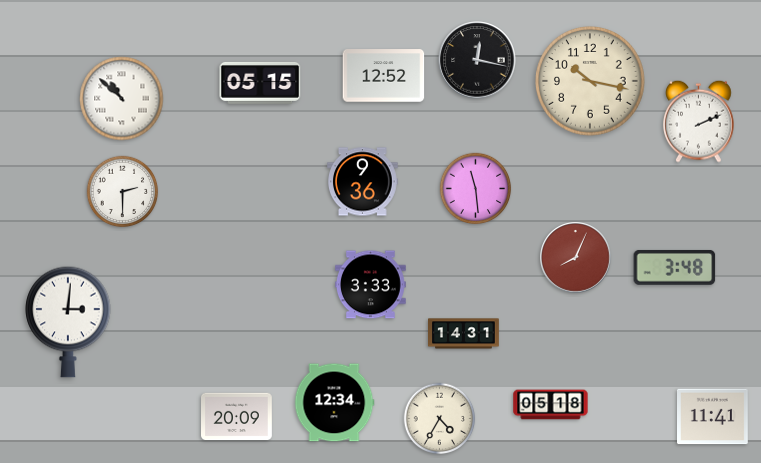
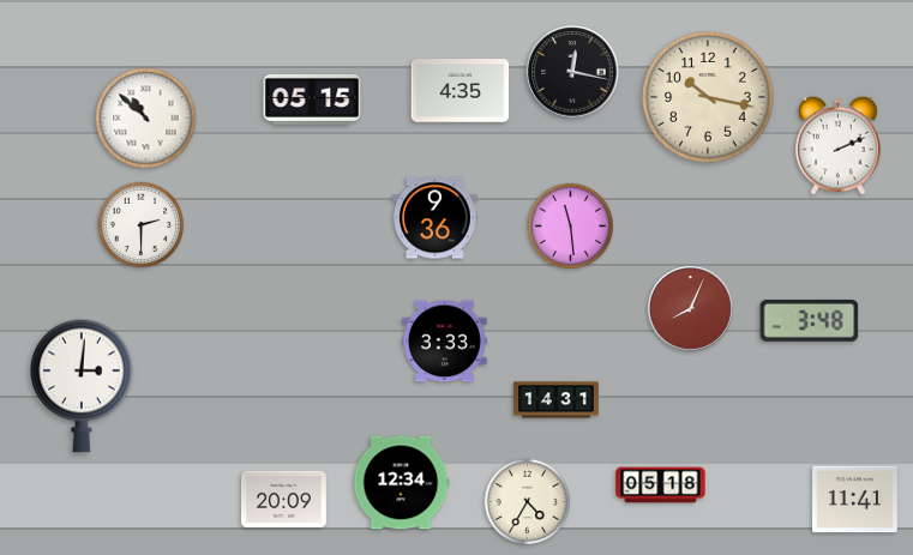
clock at (384, 76): 12:52 -> 4:35
clock at (123, 192) position: (123, 192) -> (142, 225)
